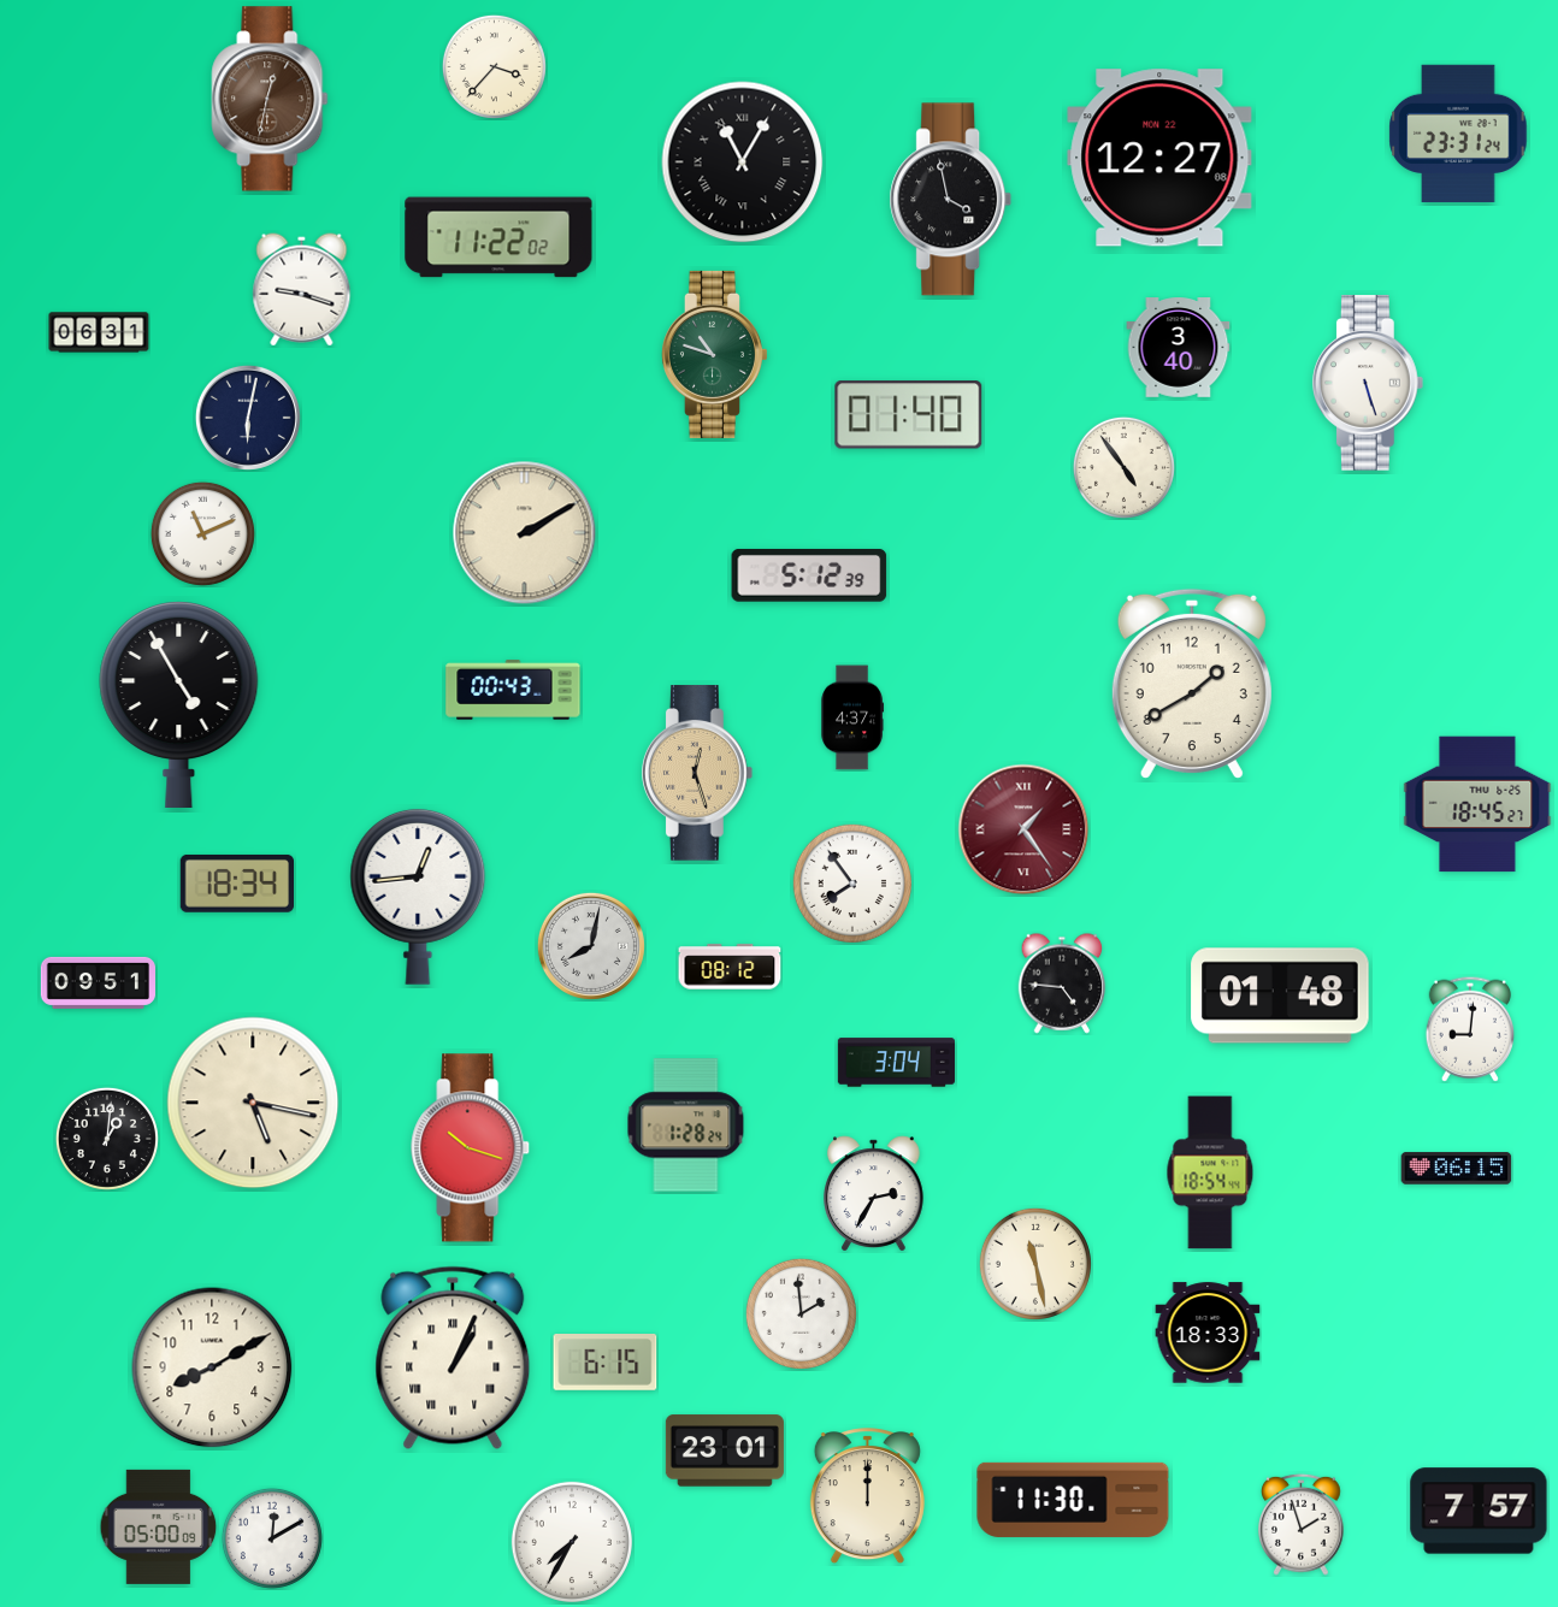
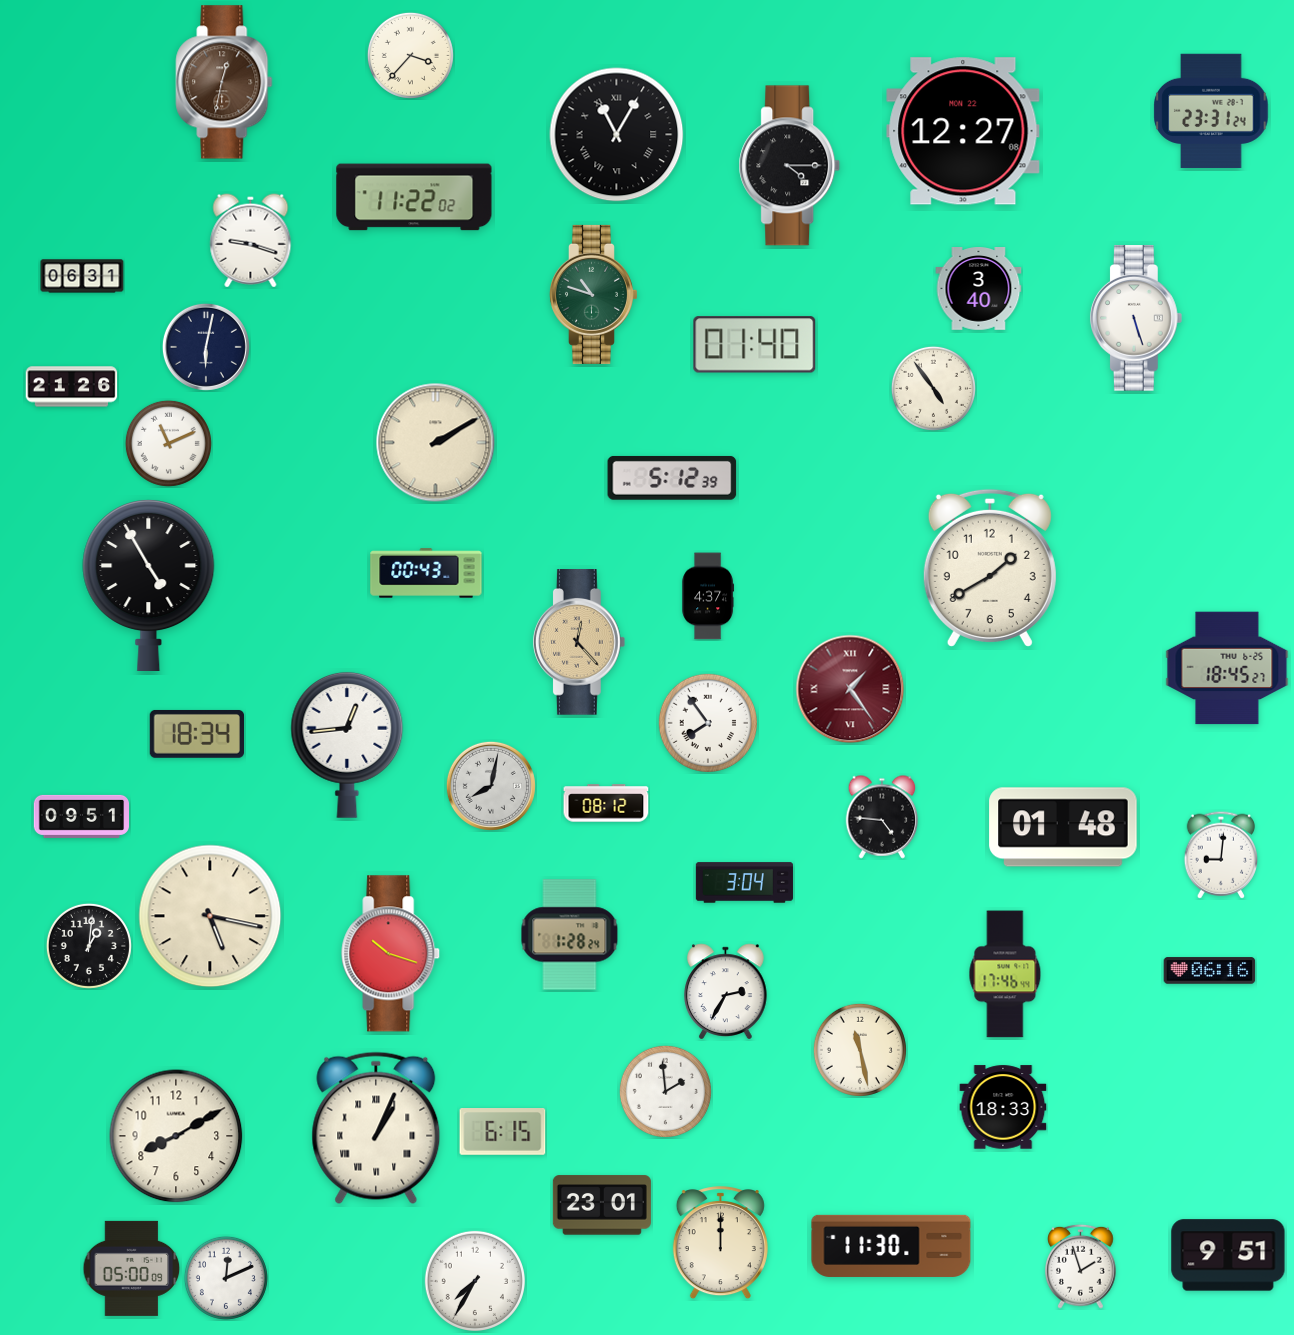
clock at (951, 200): 3:58 -> 4:15
clock at (72, 387): none -> 21:26
clock at (697, 773): 12:27 -> 12:23
clock at (852, 884) position: (852, 884) -> (708, 723)
clock at (1457, 1169): 06:15 -> 06:16
clock at (1210, 1172): 18:54 -> 17:46
clock at (1479, 1511): 7:57 -> 9:51
clock at (272, 1538): 12:10 -> 12:11
